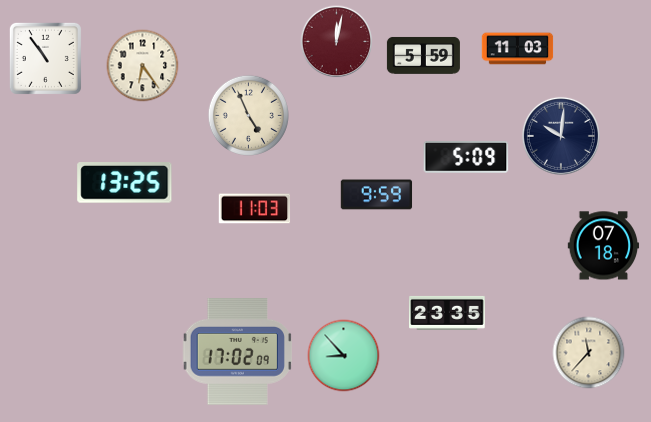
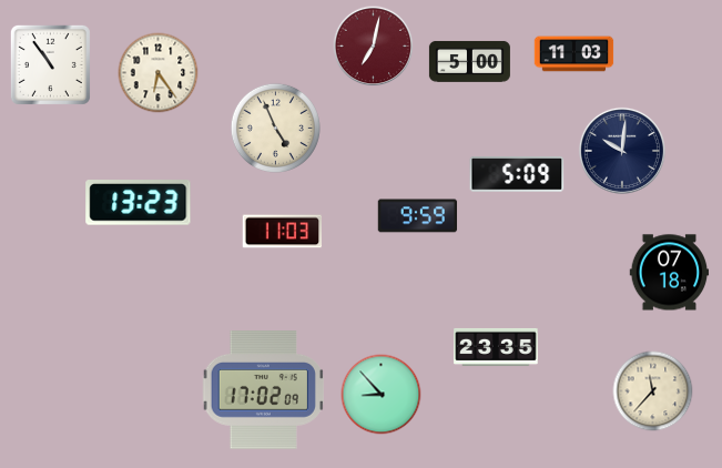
clock at (337, 42): 12:02 -> 7:02
clock at (423, 55): 5:59 -> 5:00
clock at (125, 183): 13:25 -> 13:23
